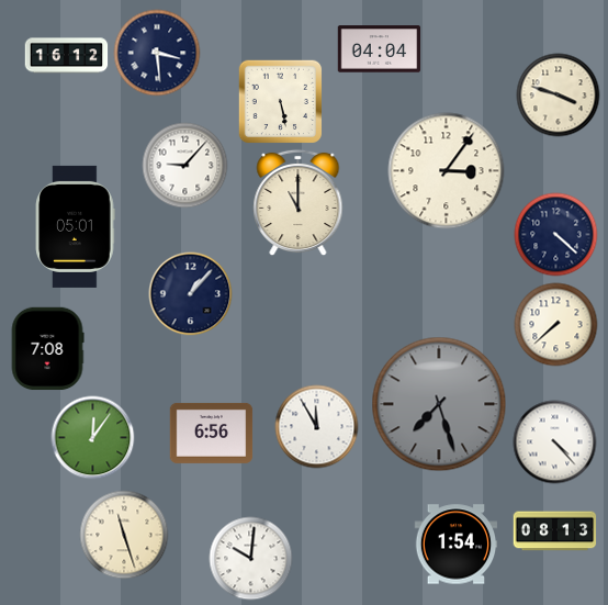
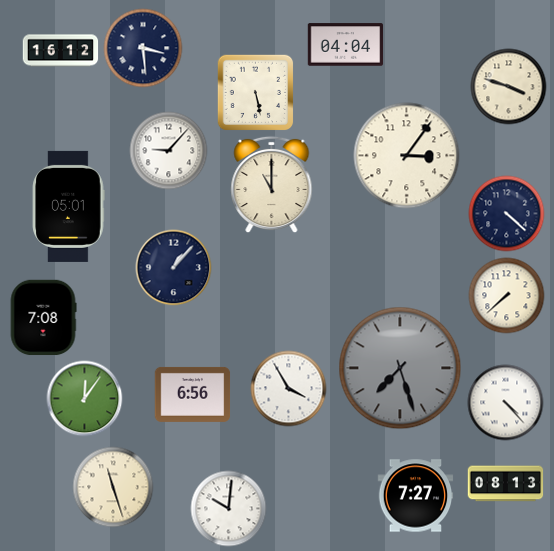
clock at (317, 427): 11:55 -> 3:55
clock at (457, 545): 1:54 -> 7:27
